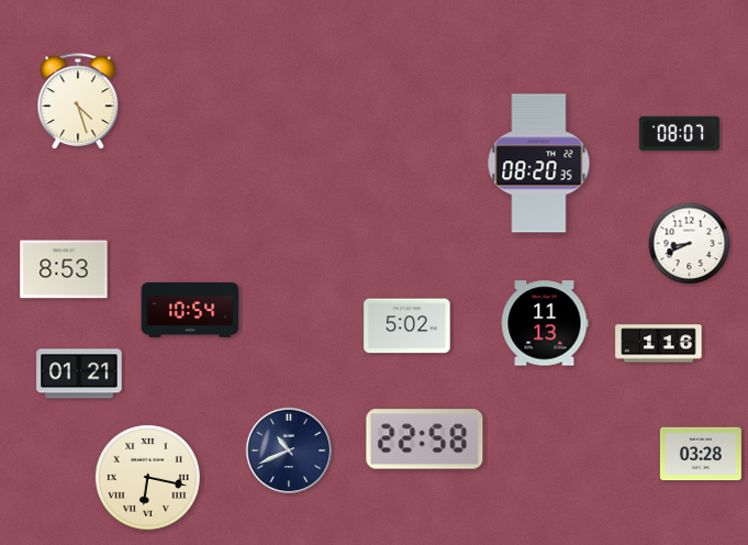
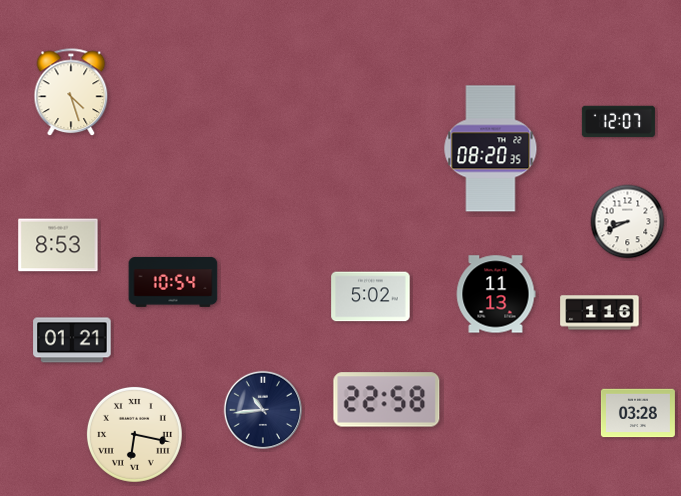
clock at (679, 134): 08:07 -> 12:07
clock at (289, 451): 10:41 -> 10:44
